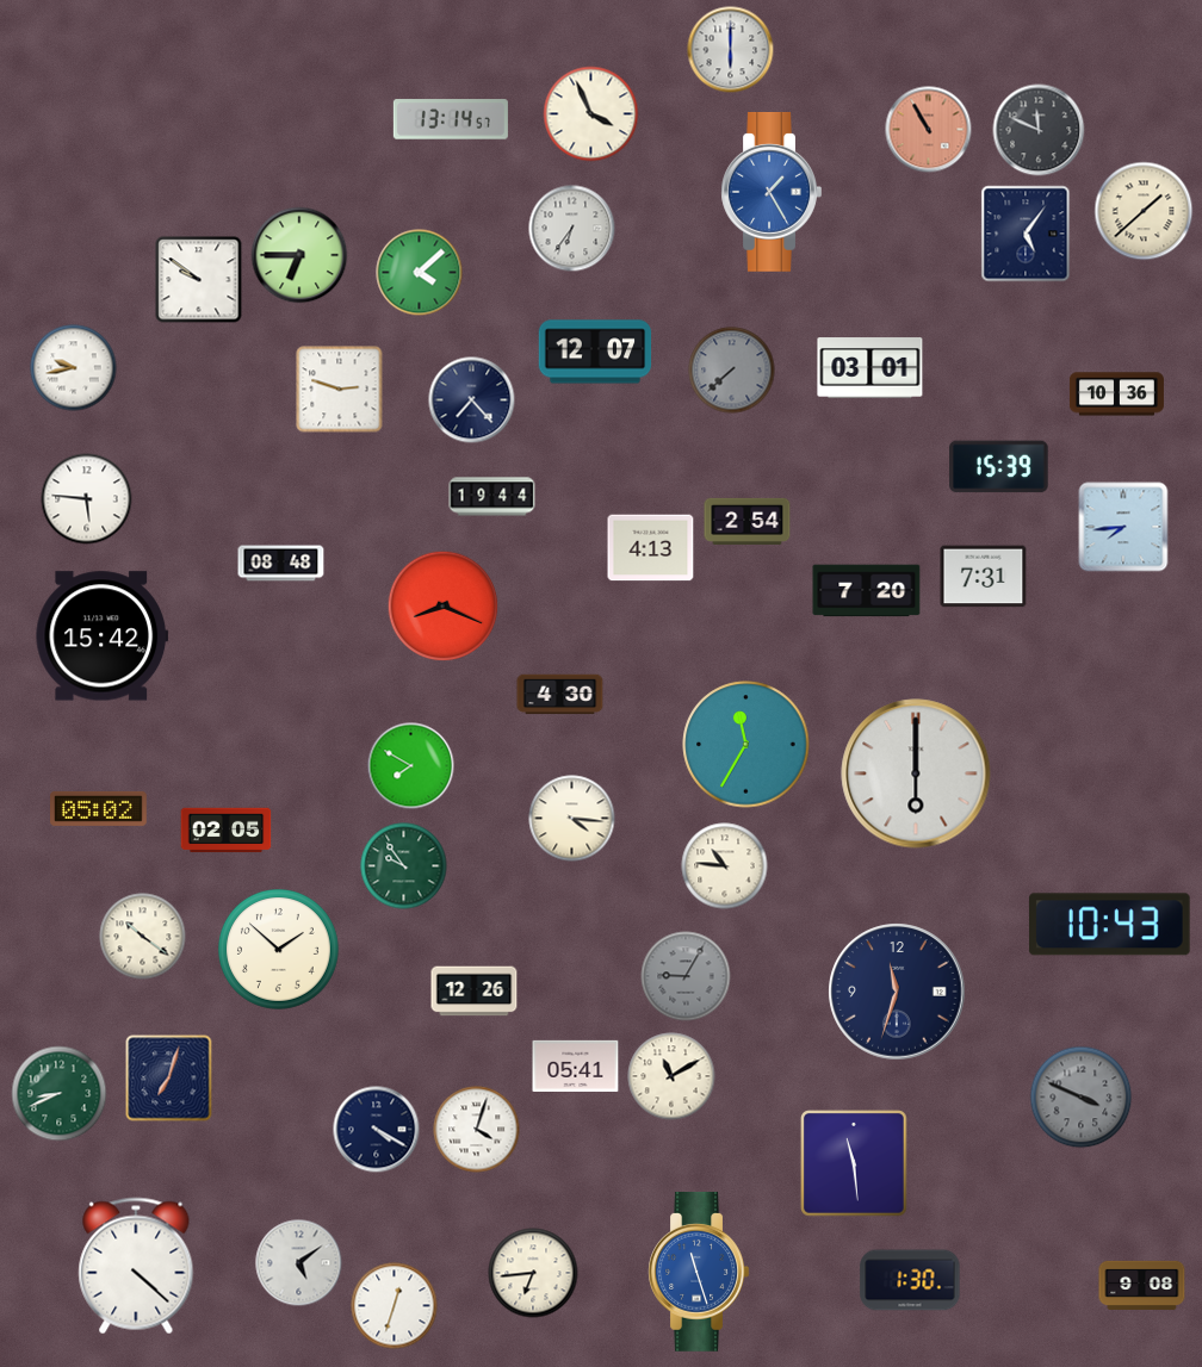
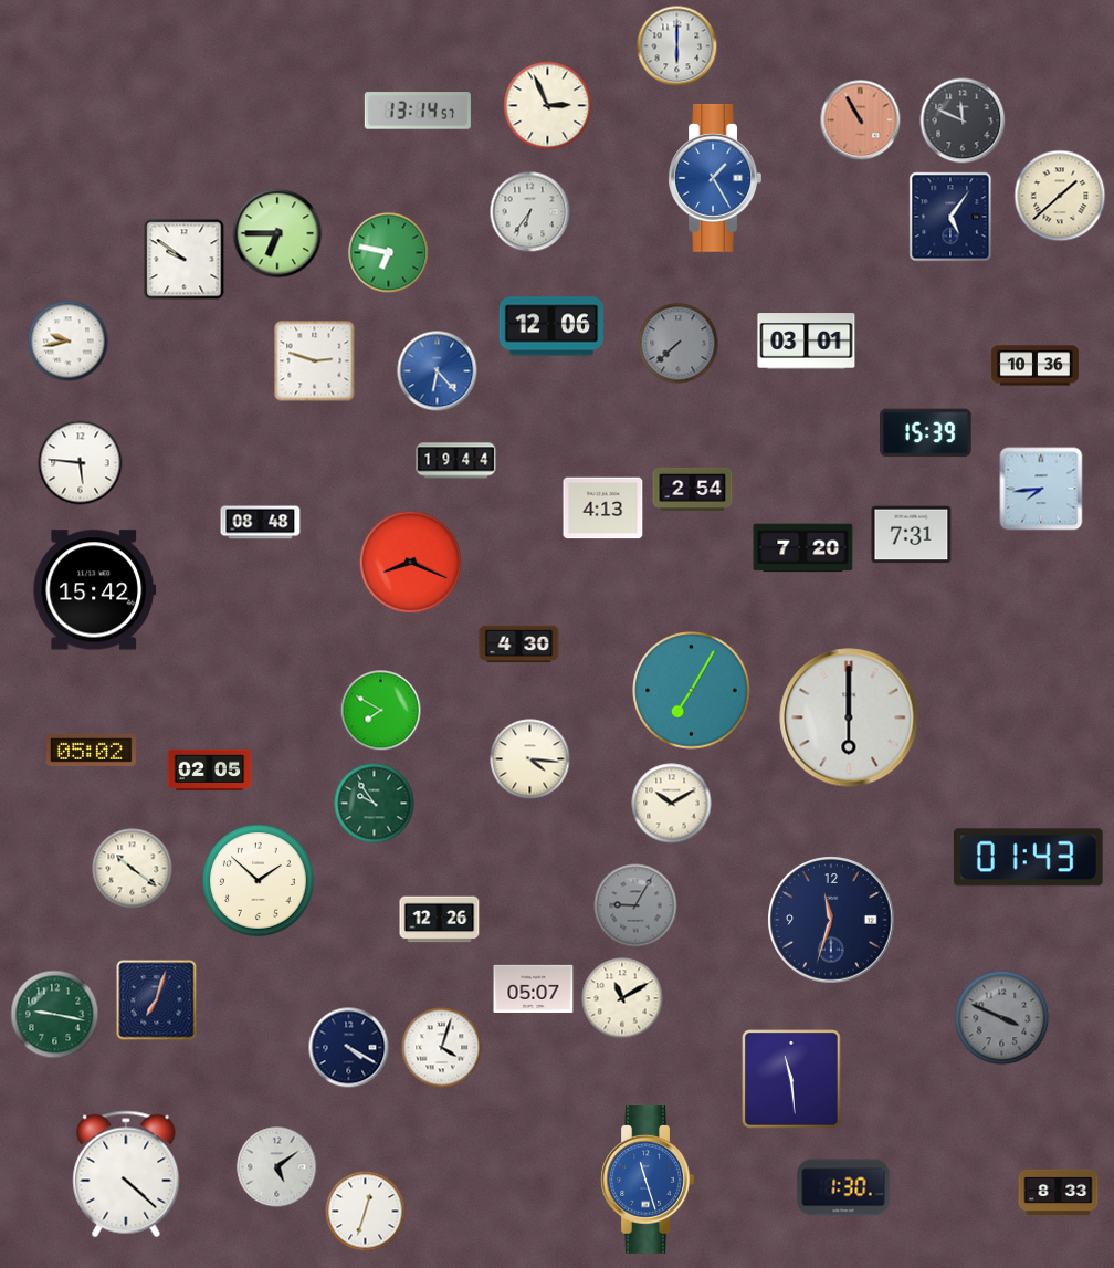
clock at (591, 114): 3:56 -> 2:56
clock at (299, 255) position: (299, 255) -> (277, 233)
clock at (420, 273): 4:08 -> 6:47
clock at (595, 352): 12:07 -> 12:06
clock at (472, 400): 7:23 -> 6:23
clock at (472, 400) dial: navy -> blue
clock at (748, 521) position: (748, 521) -> (693, 489)
clock at (746, 745): 11:35 -> 7:05
clock at (725, 866): 10:46 -> 10:10
clock at (1110, 925): 10:43 -> 01:43
clock at (576, 1065): 05:41 -> 05:07
clock at (60, 1094): 8:41 -> 9:17
clock at (299, 1263) position: (299, 1263) -> (277, 1167)
clock at (533, 1273): 6:44 -> none
clock at (1142, 1285): 9:08 -> 8:33
